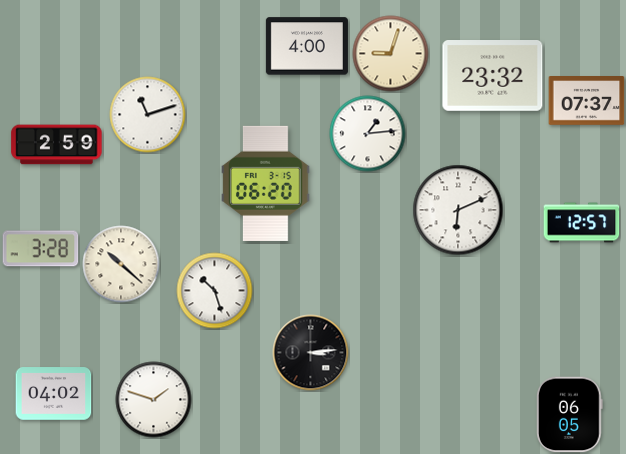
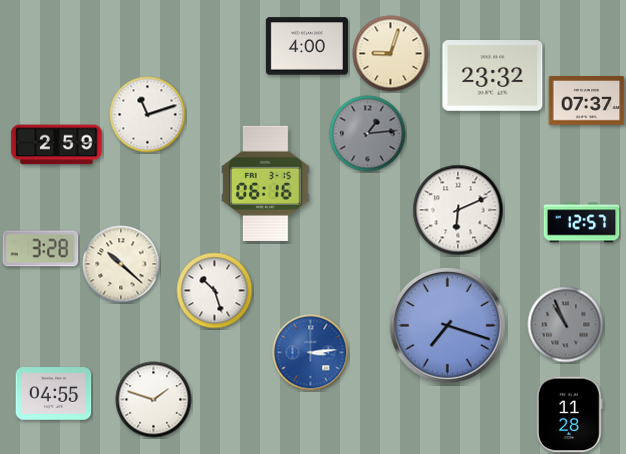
clock at (368, 134) dial: white -> grey
clock at (266, 183): 06:20 -> 06:16
clock at (447, 325): none -> 7:18
clock at (566, 325): none -> 10:56
clock at (311, 353) dial: black -> blue
clock at (54, 394): 04:02 -> 04:55
clock at (570, 415): 06:05 -> 11:28
